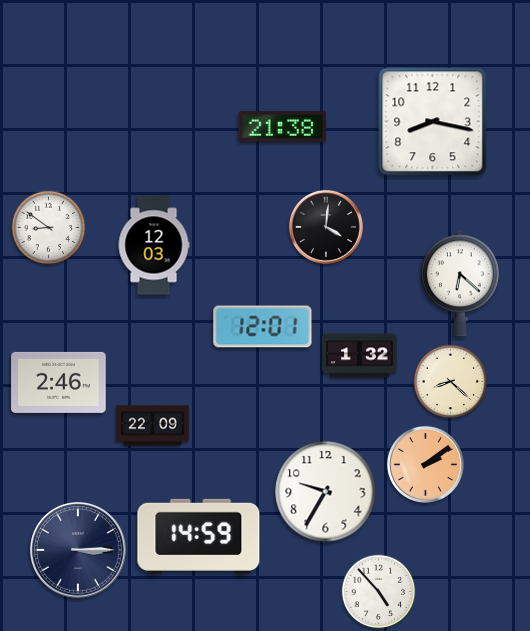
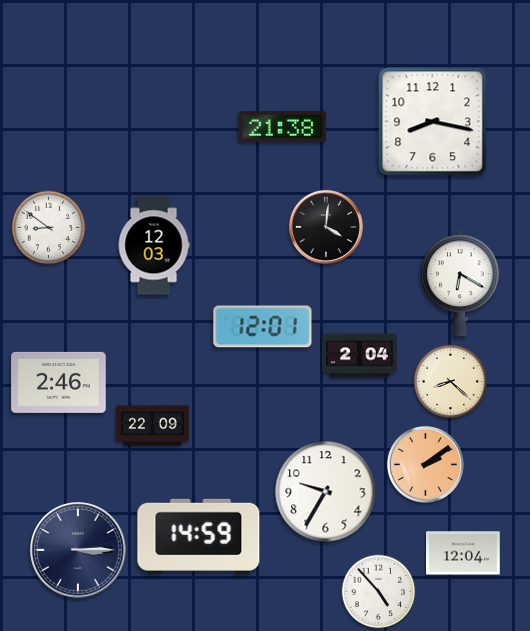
clock at (461, 283): 6:22 -> 6:20
clock at (360, 356): 1:32 -> 2:04
clock at (463, 553): none -> 12:04
